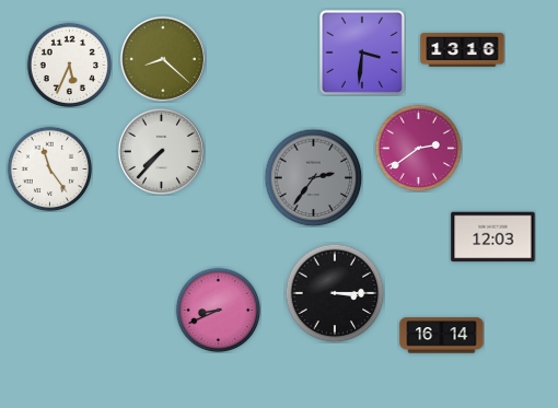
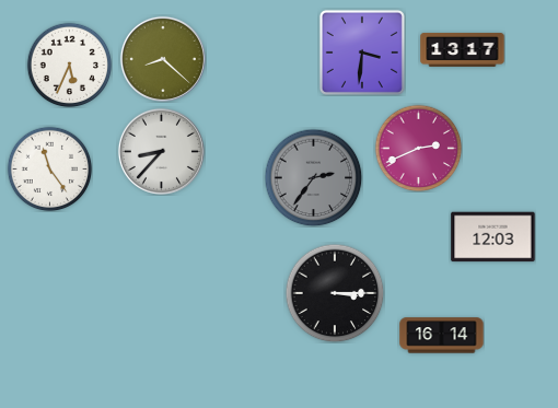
clock at (463, 49): 13:16 -> 13:17
clock at (418, 148): 2:39 -> 2:41
clock at (161, 151): 7:37 -> 8:37
clock at (218, 310): 8:41 -> none
